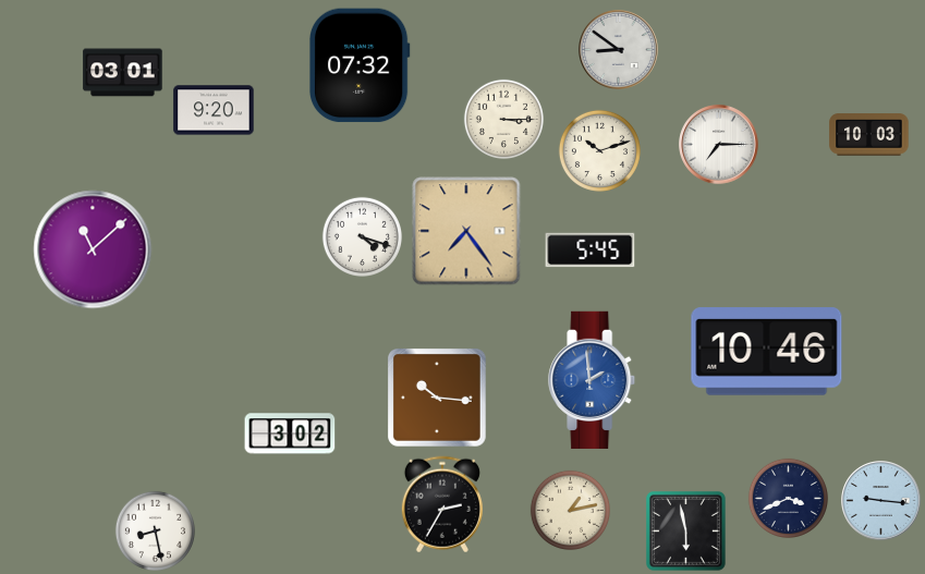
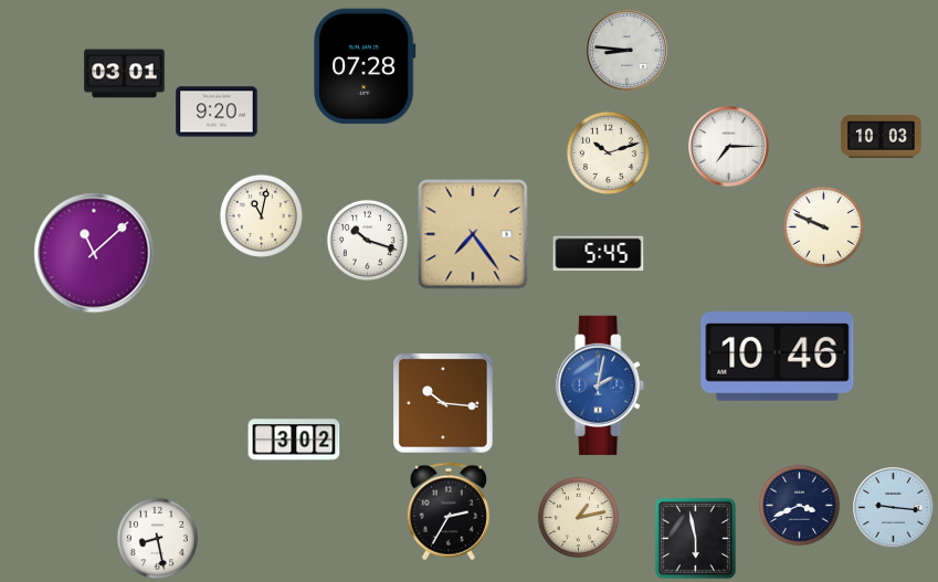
clock at (619, 50): 8:51 -> 8:46
clock at (360, 65): 07:32 -> 07:28
clock at (503, 119): 3:15 -> none
clock at (261, 215): none -> 11:02
clock at (823, 226): none -> 9:49
clock at (362, 236): 4:18 -> 10:18
clock at (593, 380): 1:59 -> 2:02
